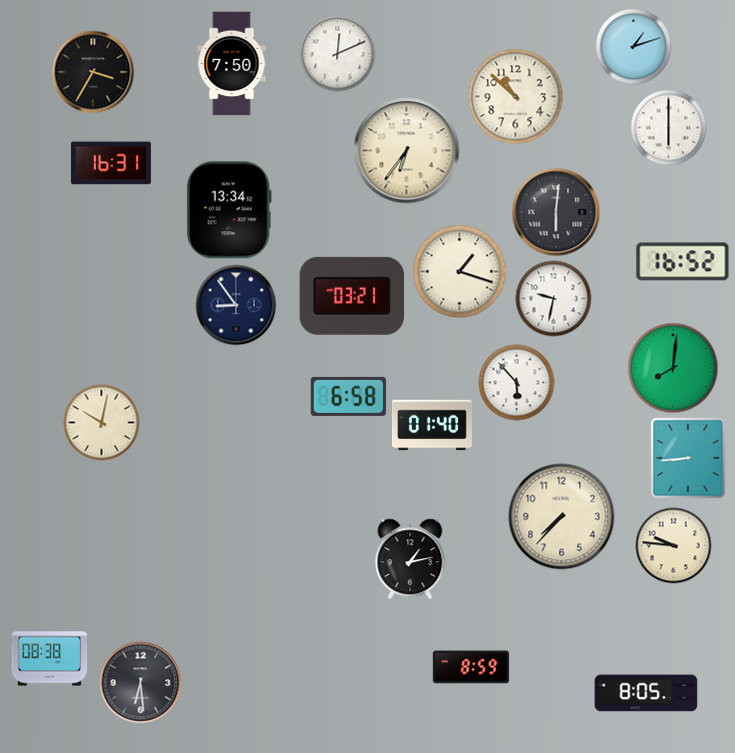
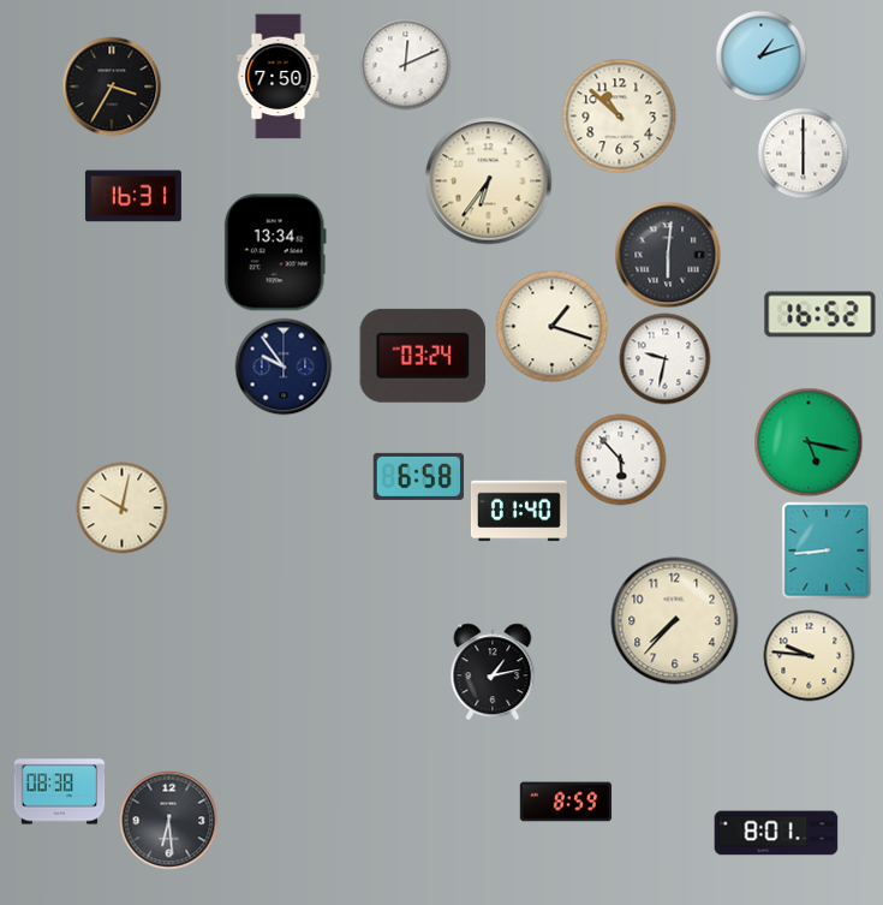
clock at (352, 296): 03:21 -> 03:24
clock at (236, 305): 8:54 -> 9:54
clock at (673, 368): 8:01 -> 5:17
clock at (646, 693): 8:05 -> 8:01
